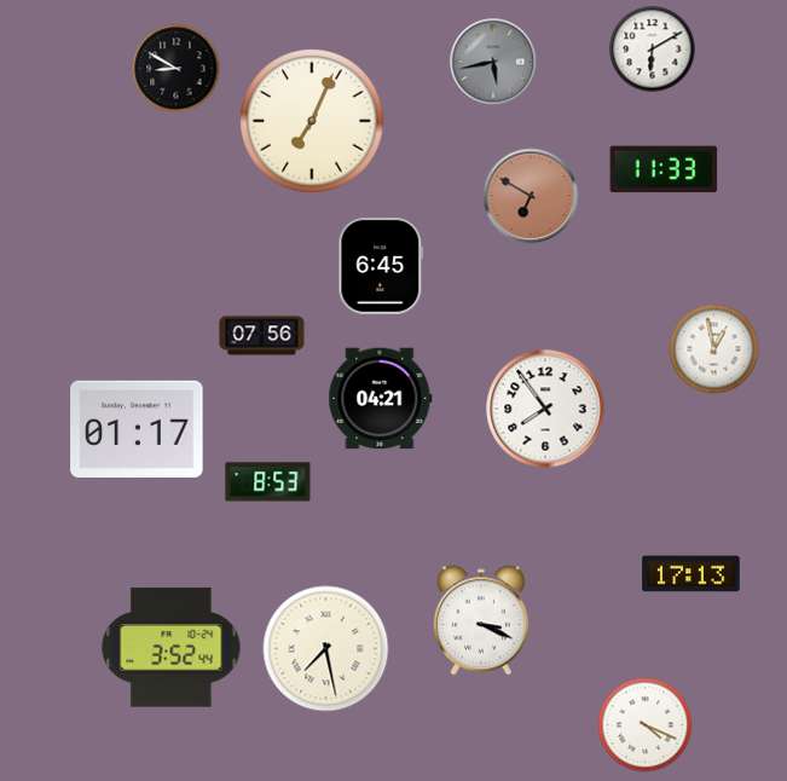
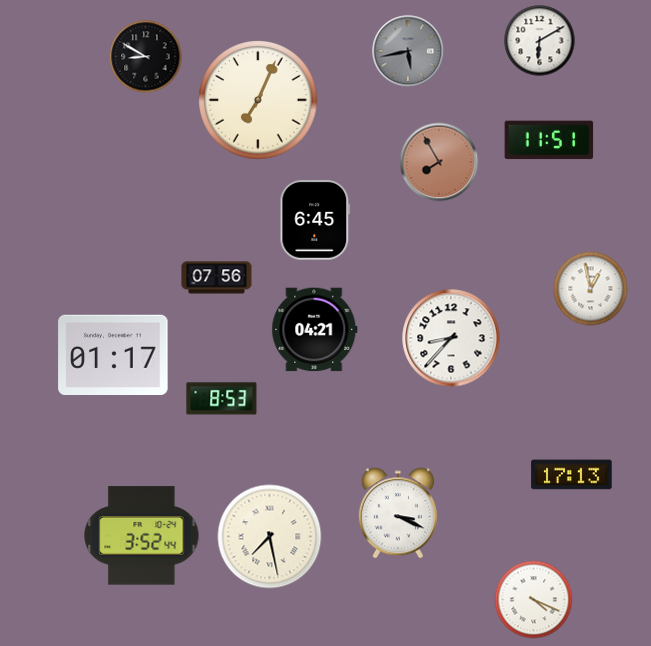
clock at (664, 169): 11:33 -> 11:51
clock at (531, 196): 6:50 -> 7:55
clock at (545, 409): 7:54 -> 8:37
